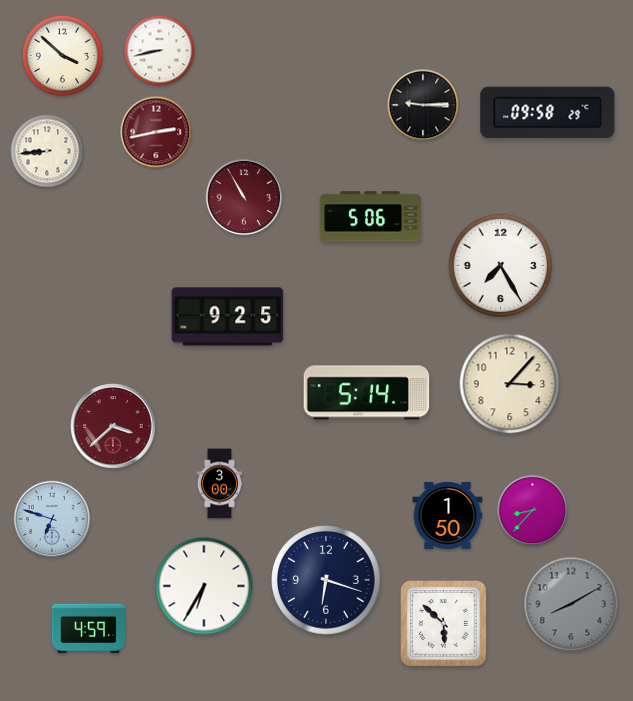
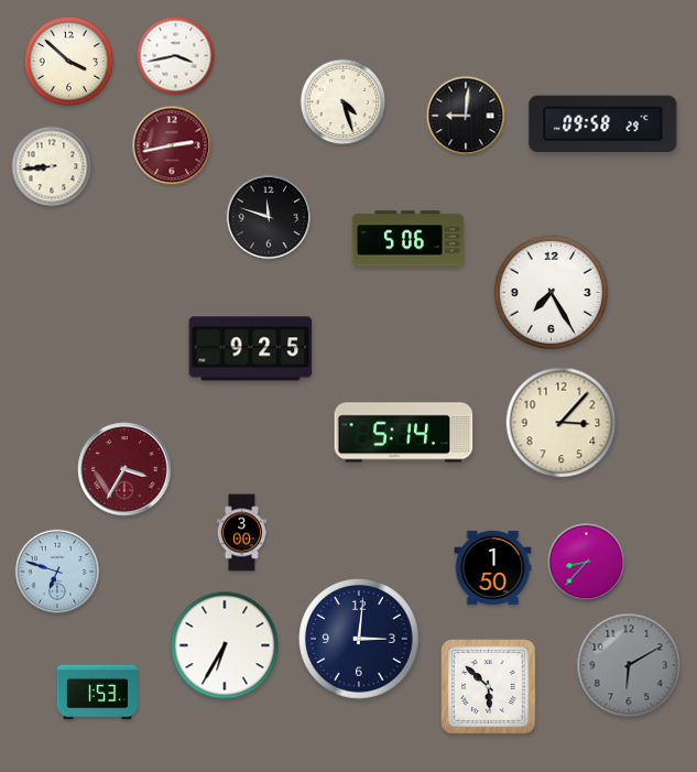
clock at (160, 51): 8:43 -> 3:43
clock at (344, 102): none -> 4:27
clock at (423, 105): 9:15 -> 9:01
clock at (244, 197): 10:55 -> 11:48
clock at (244, 197) dial: burgundy -> black
clock at (113, 426): 3:38 -> 3:35
clock at (326, 580): 6:18 -> 3:01
clock at (571, 604): 8:10 -> 6:10
clock at (88, 629): 4:59 -> 1:53
